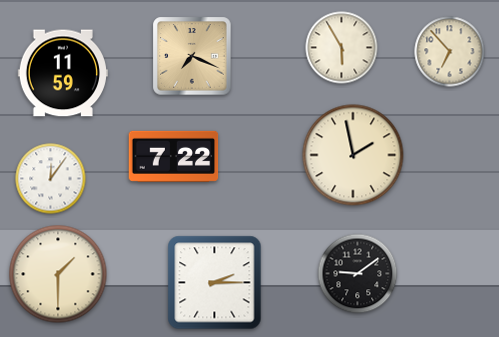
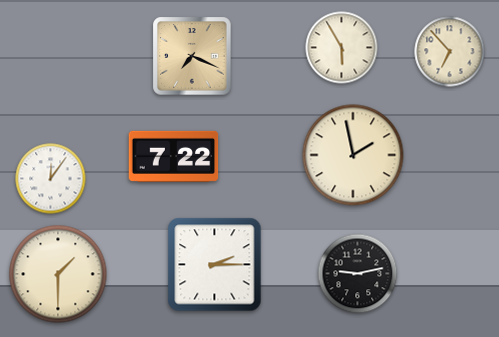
clock at (63, 73): 11:59 -> none
clock at (358, 274): 9:09 -> 9:13
clock at (215, 283) position: (215, 283) -> (215, 265)
